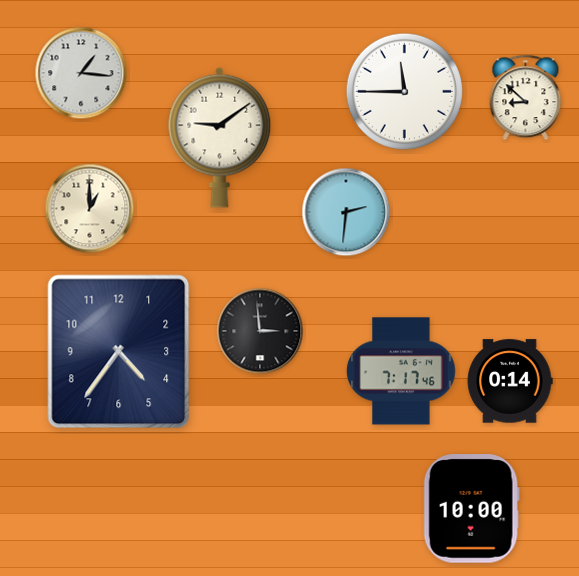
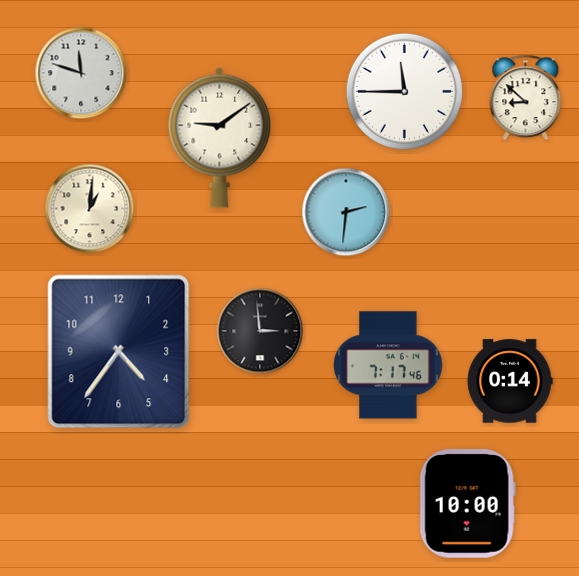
clock at (81, 73): 1:16 -> 11:48
clock at (90, 209): 1:00 -> 1:01
clock at (401, 371) position: (401, 371) -> (388, 365)
clock at (471, 509) position: (471, 509) -> (467, 504)
